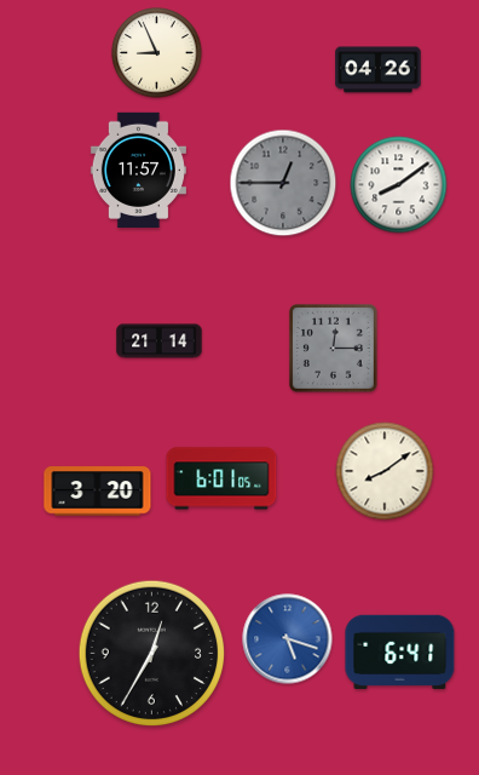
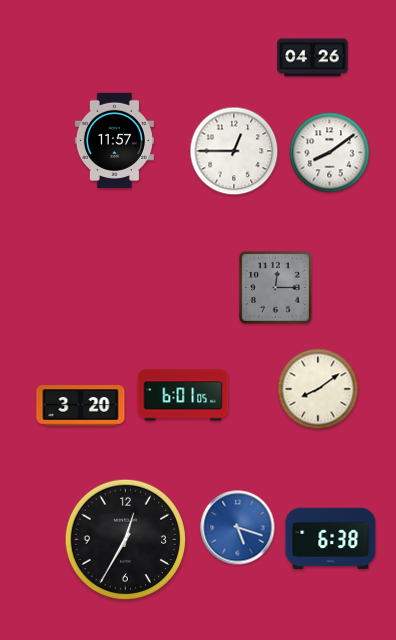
clock at (157, 53): 8:56 -> none
clock at (283, 183) dial: grey -> white
clock at (160, 341): 21:14 -> none
clock at (400, 651): 6:41 -> 6:38
